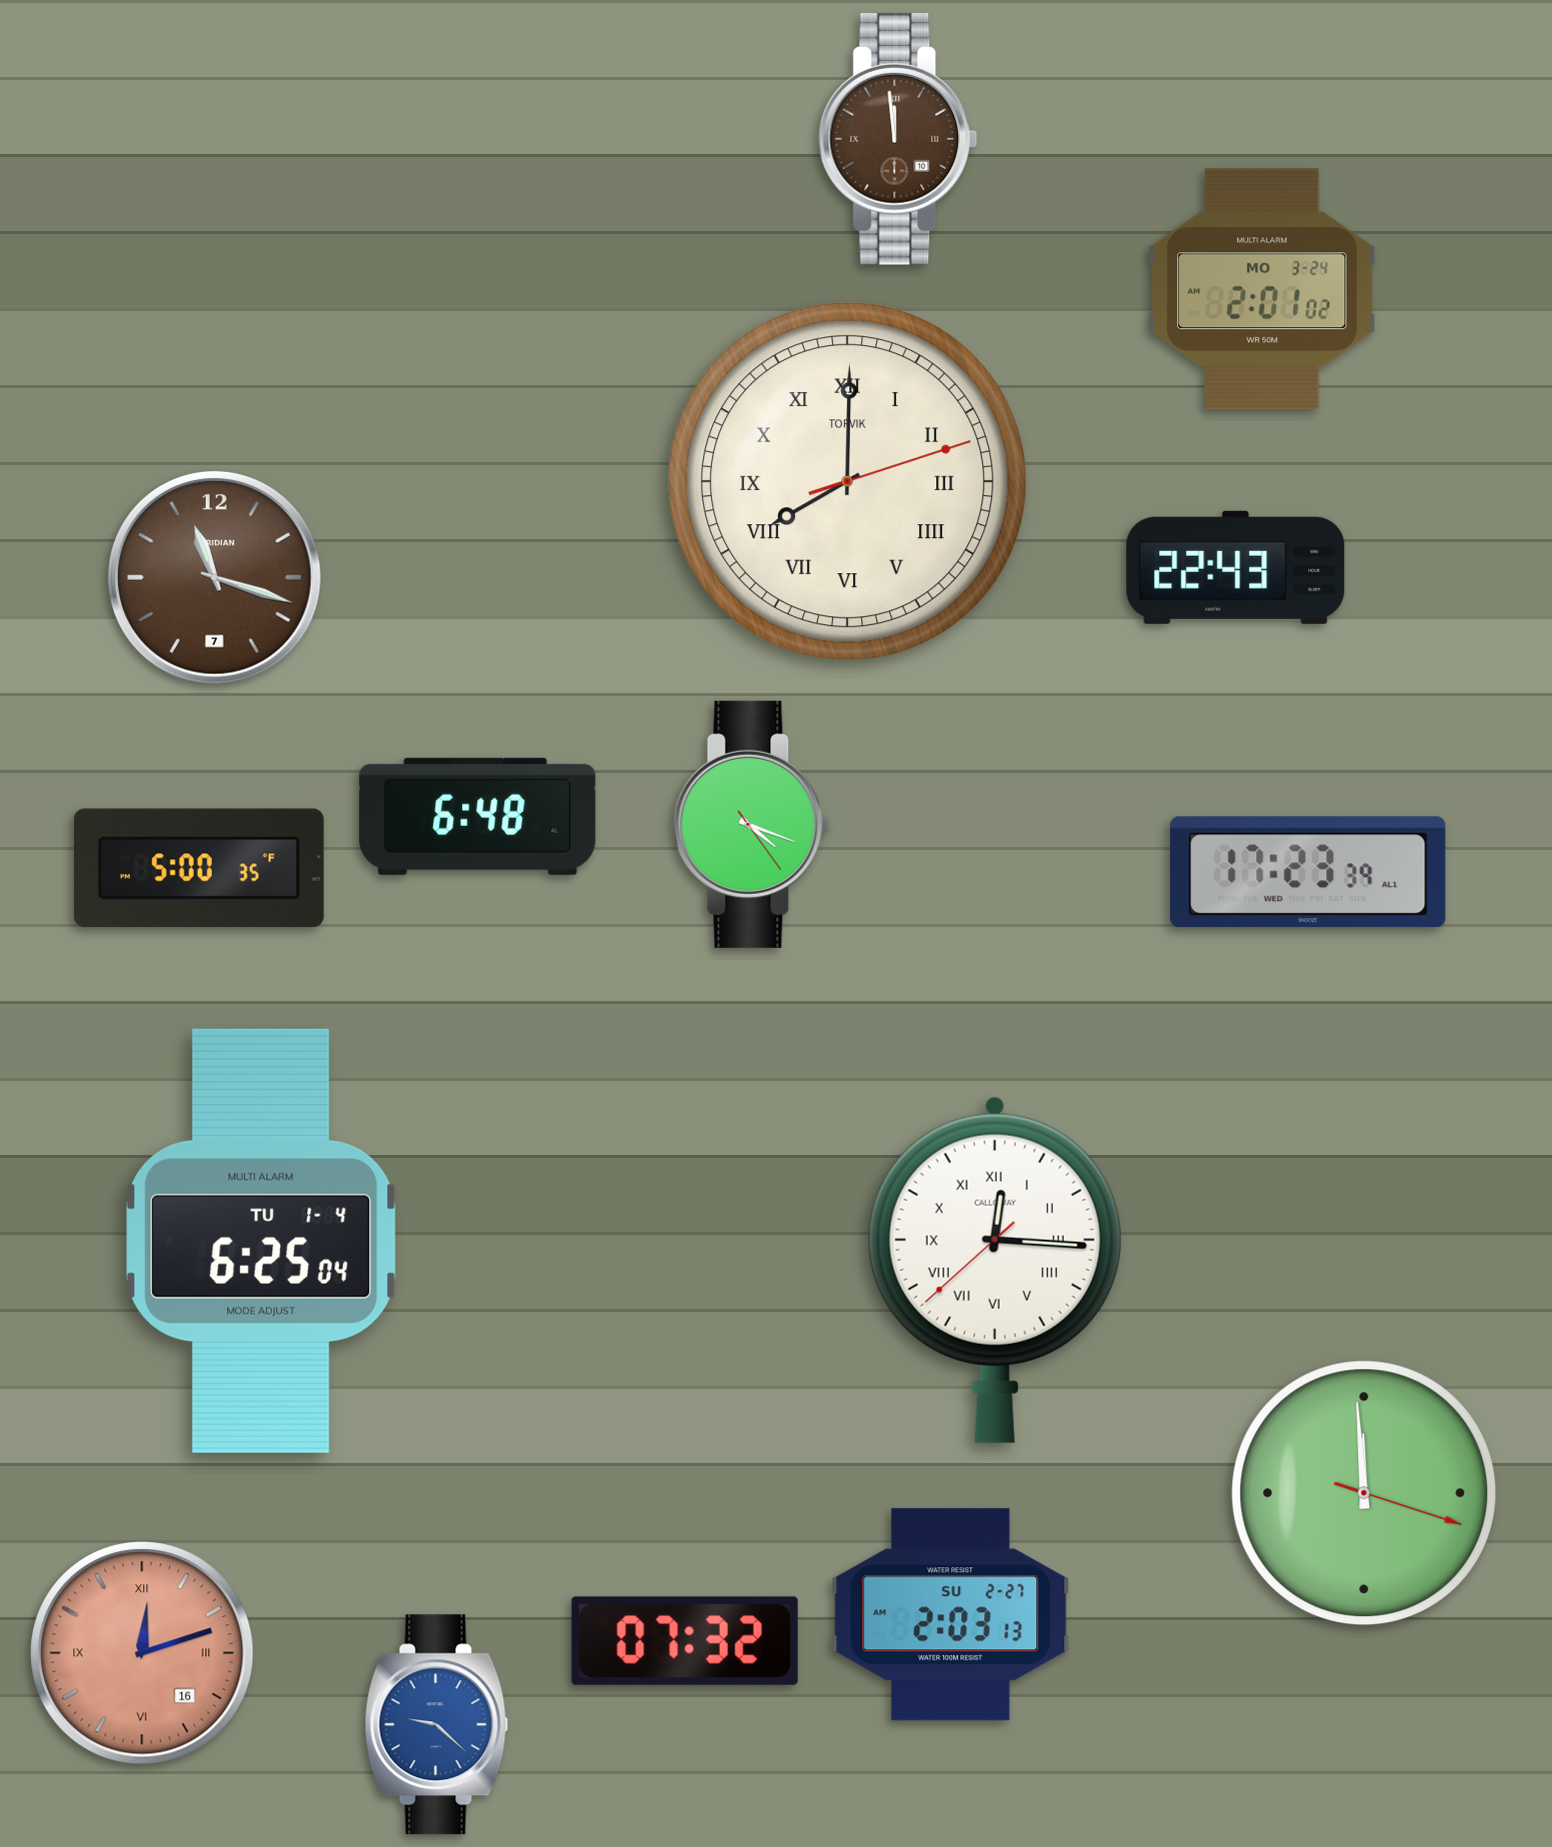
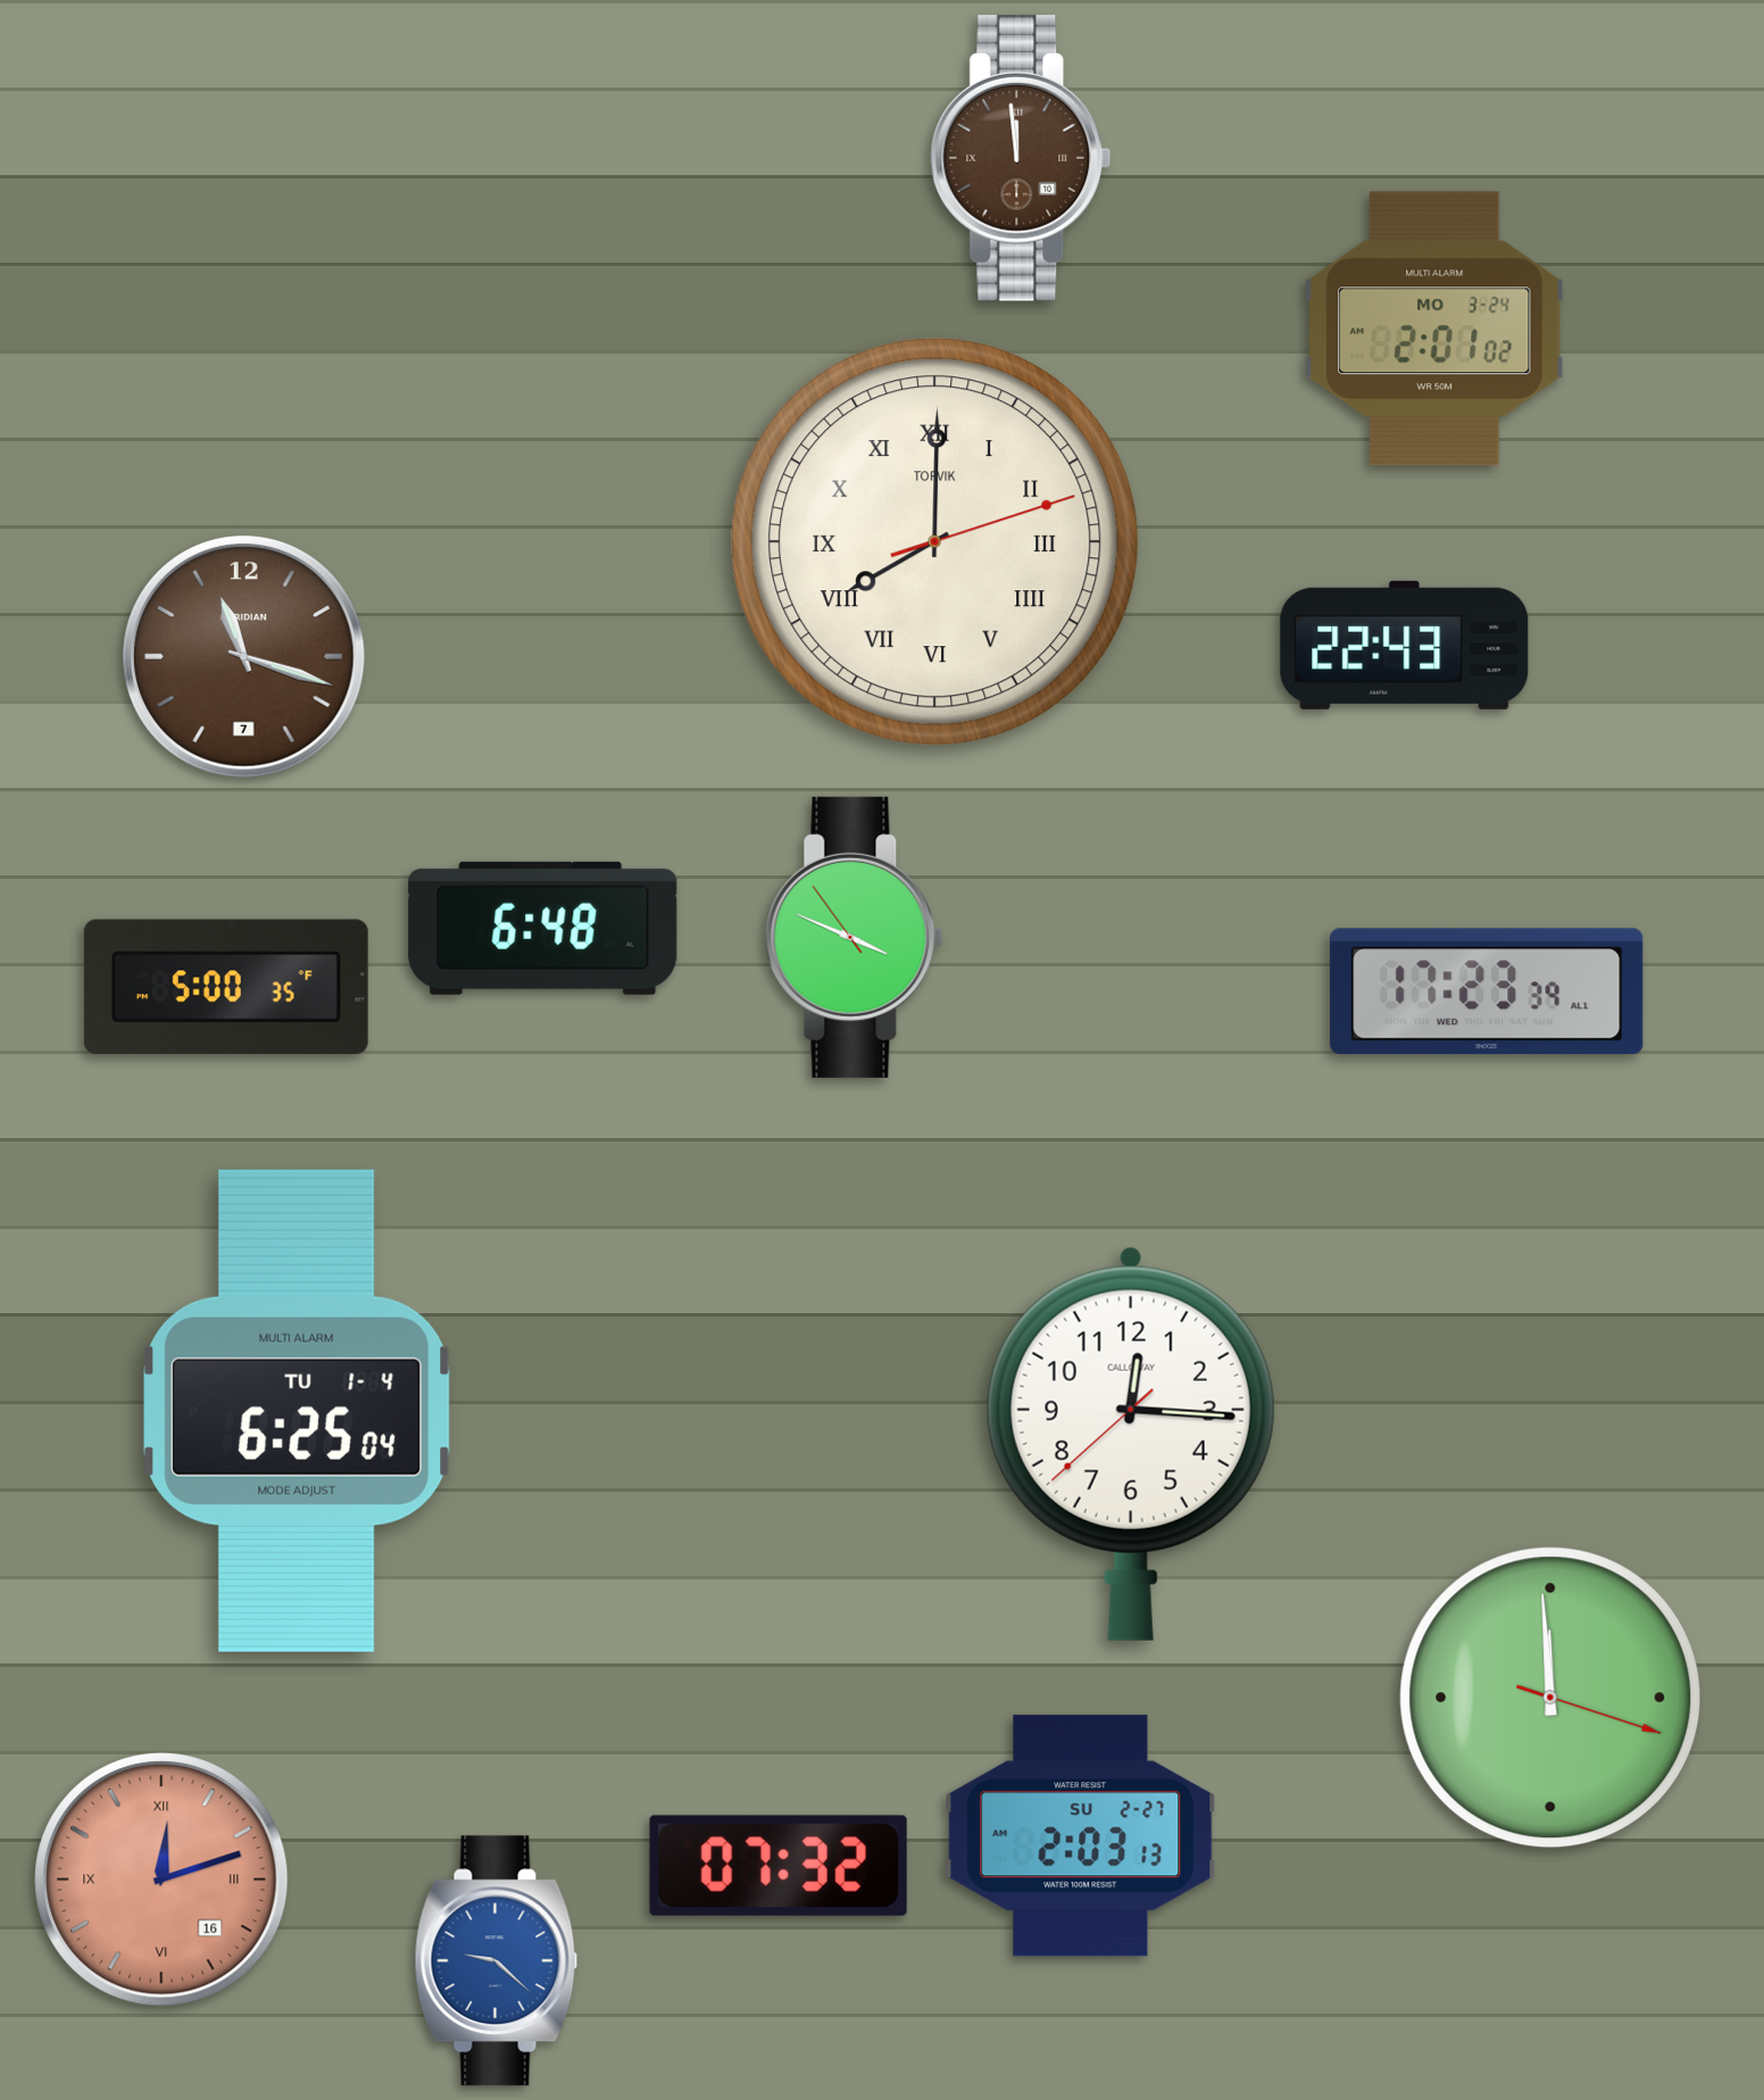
clock at (848, 482) position: (848, 482) -> (935, 542)
clock at (752, 824): 4:18 -> 3:48
clock at (995, 1270) numerals: Roman -> Arabic
